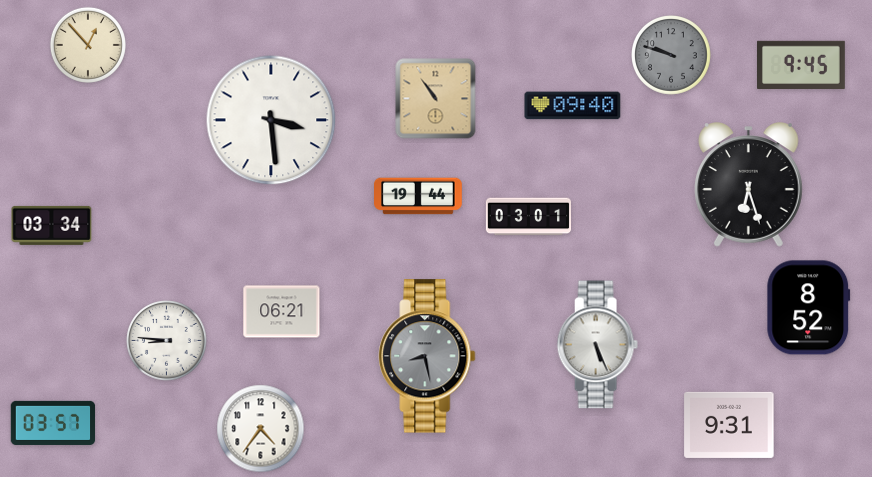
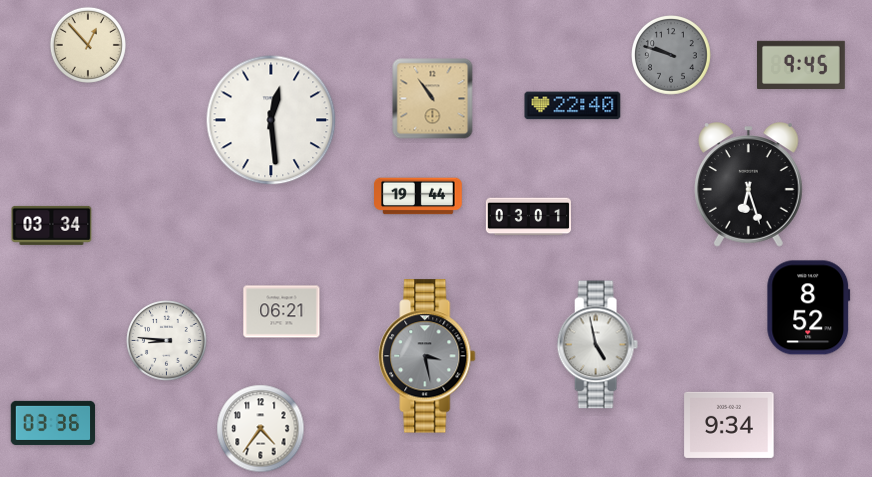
clock at (436, 99) position: (436, 99) -> (433, 99)
clock at (573, 106): 09:40 -> 22:40
clock at (271, 120): 3:29 -> 12:29
clock at (597, 345): 5:26 -> 4:58
clock at (427, 356): 8:28 -> 3:28
clock at (53, 423): 03:57 -> 03:36
clock at (729, 425): 9:31 -> 9:34
